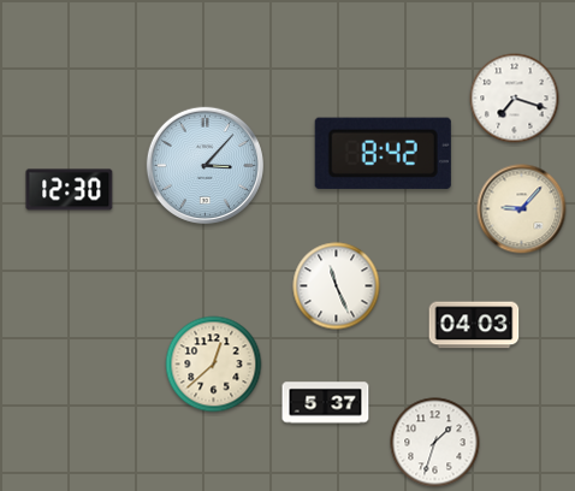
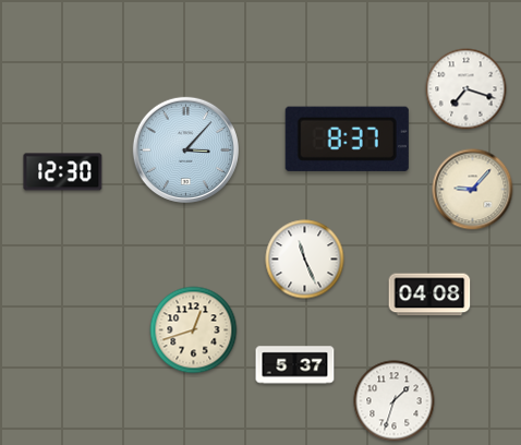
clock at (383, 153): 8:42 -> 8:37
clock at (474, 325): 04:03 -> 04:08
clock at (214, 365): 12:38 -> 12:42
